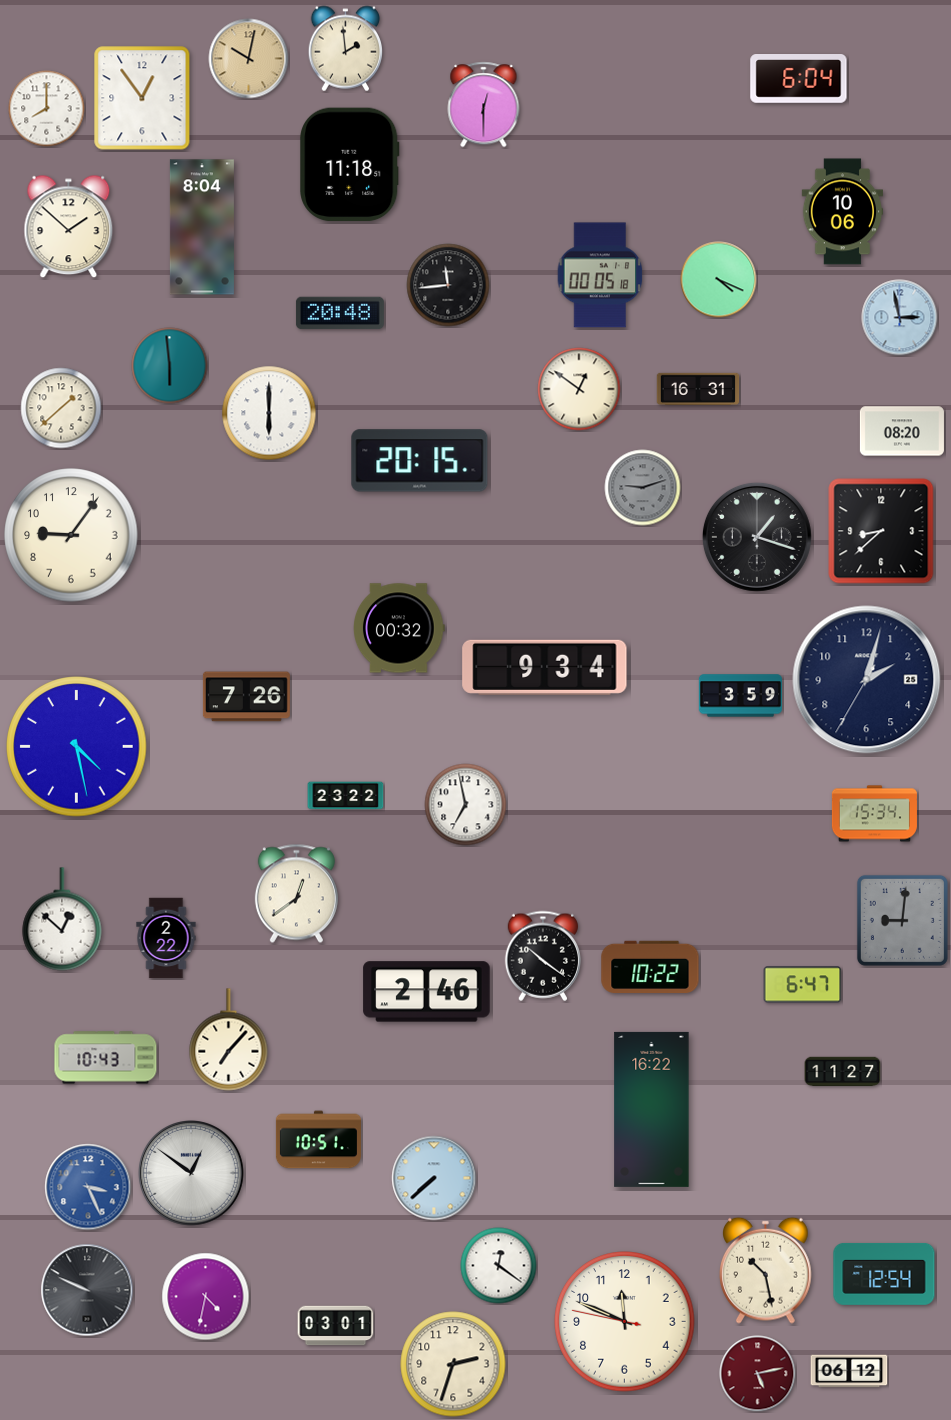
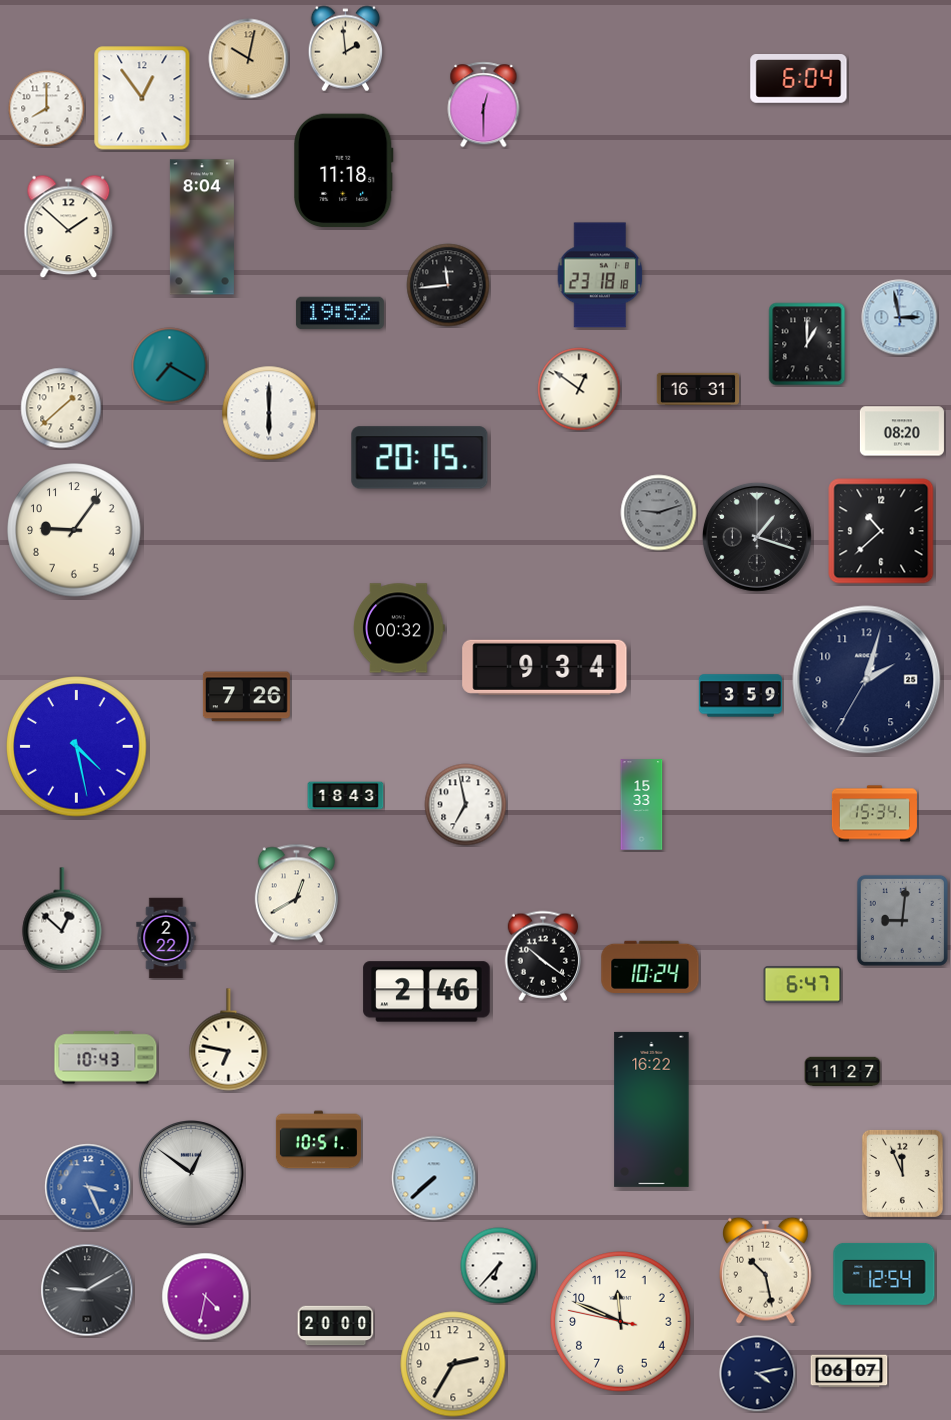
clock at (350, 165) position: (350, 165) -> (344, 171)
clock at (843, 212): 10:06 -> none
clock at (600, 275): 00:05 -> 23:18
clock at (719, 280): 4:19 -> none
clock at (340, 313): 20:48 -> 19:52
clock at (807, 344): none -> 1:00
clock at (170, 366): 5:59 -> 7:20
clock at (420, 461) position: (420, 461) -> (420, 458)
clock at (643, 488) position: (643, 488) -> (659, 513)
clock at (881, 531): 8:38 -> 10:38
clock at (71, 535) position: (71, 535) -> (74, 530)
clock at (346, 796): 23:22 -> 18:43
clock at (642, 805): none -> 15:33
clock at (296, 894): 12:39 -> 12:40
clock at (650, 967): 10:22 -> 10:24
clock at (229, 1040): 7:07 -> 6:47
clock at (902, 1173): none -> 11:56
clock at (499, 1266): 12:21 -> 6:37
clock at (87, 1290): 9:49 -> 9:10
clock at (625, 1322) position: (625, 1322) -> (621, 1322)
clock at (336, 1326): 03:01 -> 20:00
clock at (453, 1364): 2:33 -> 2:35
clock at (849, 1371): 06:12 -> 06:07
clock at (758, 1374): 5:13 -> 4:13
clock at (758, 1374) dial: burgundy -> navy
